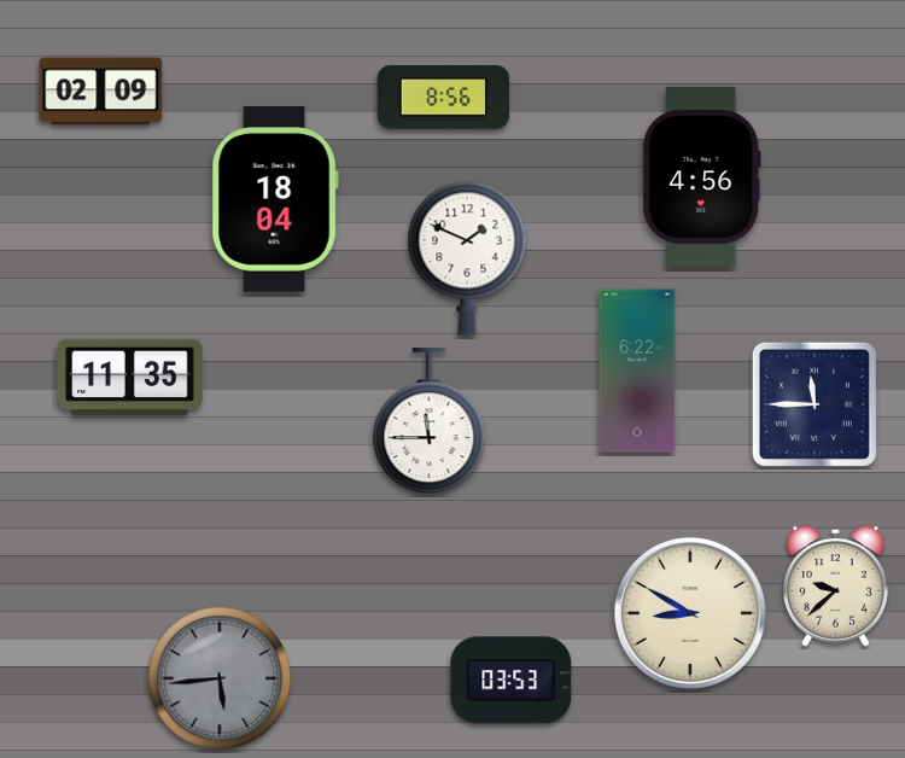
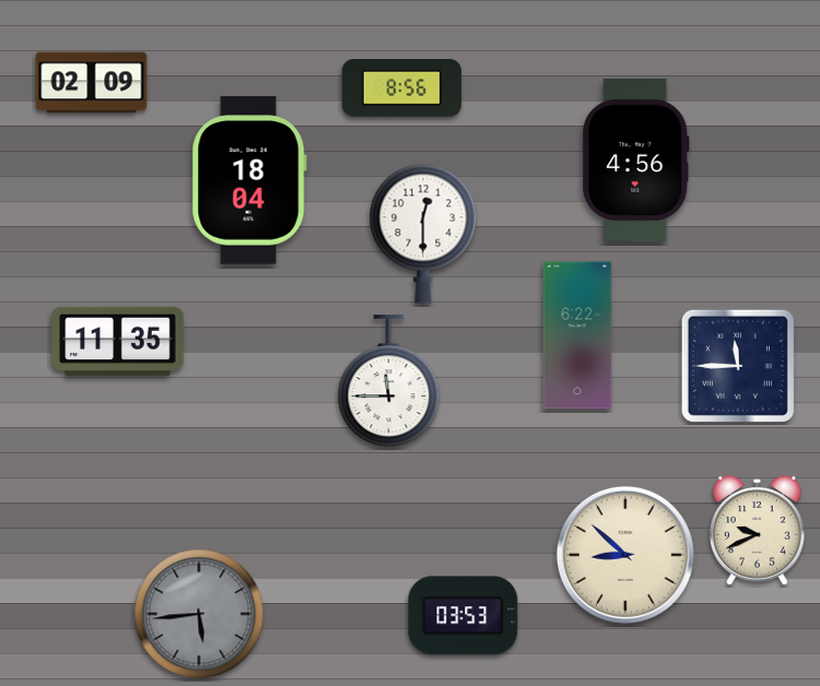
clock at (467, 258): 1:49 -> 12:30
clock at (835, 587): 9:38 -> 9:41
clock at (690, 613): 8:50 -> 8:52
